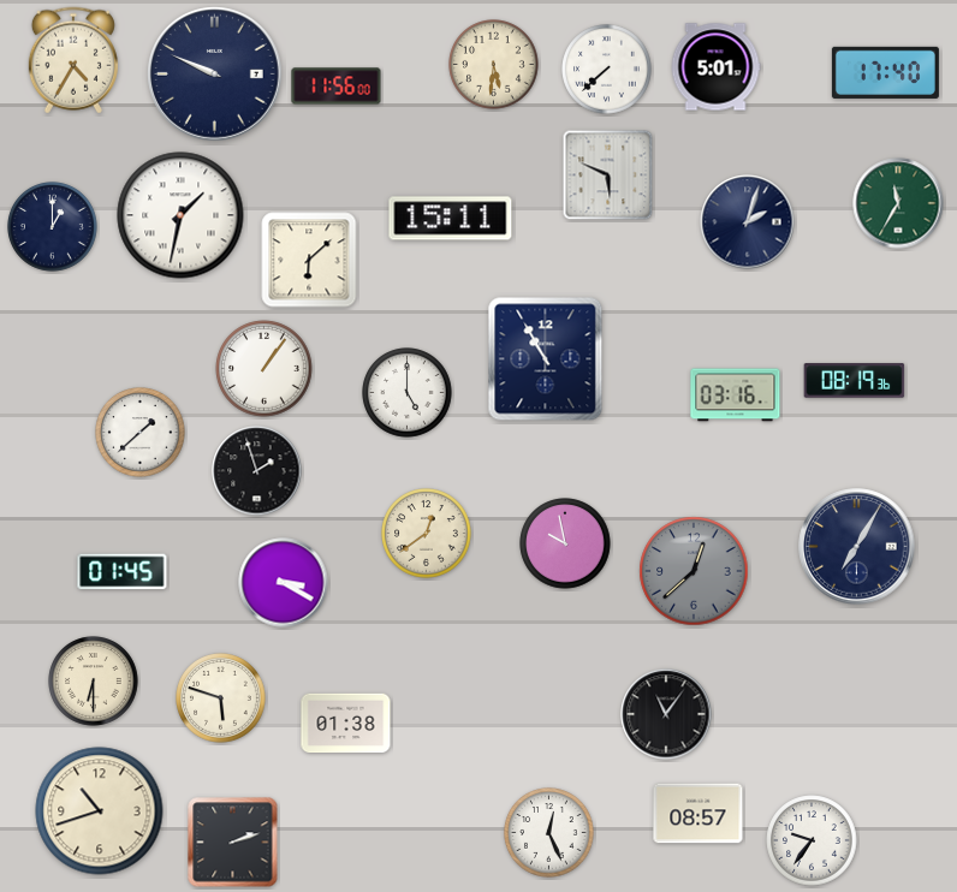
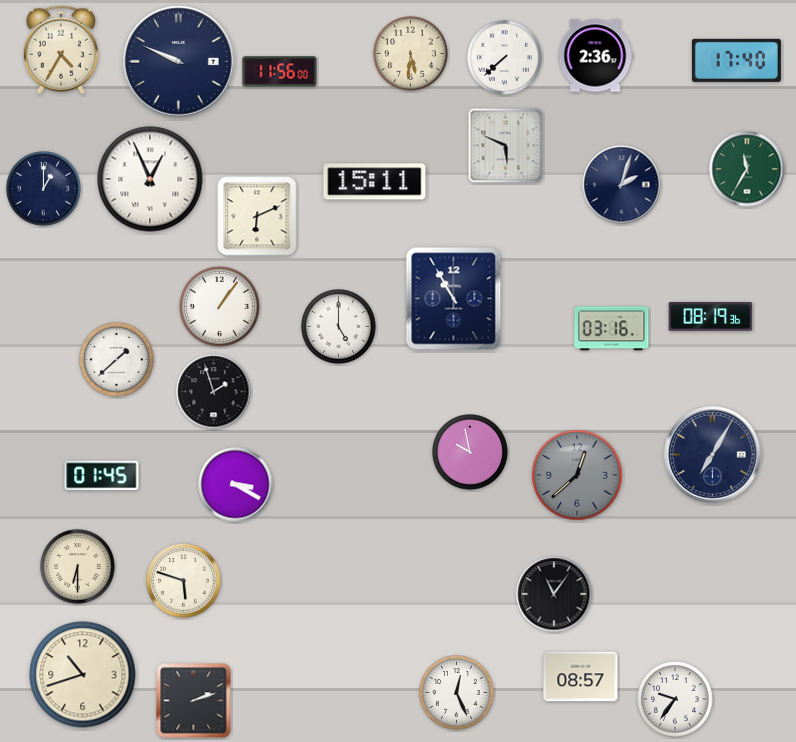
clock at (715, 67): 5:01 -> 2:36
clock at (180, 215): 1:32 -> 12:56
clock at (309, 260): 6:08 -> 6:11
clock at (427, 534): 12:39 -> none
clock at (346, 724): 01:38 -> none
